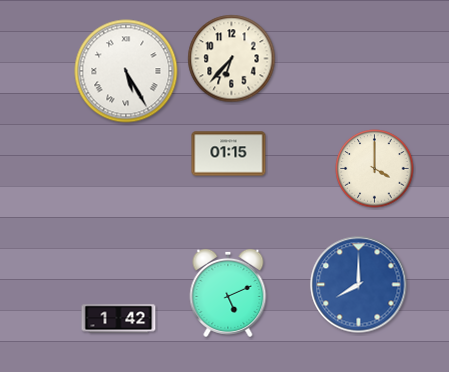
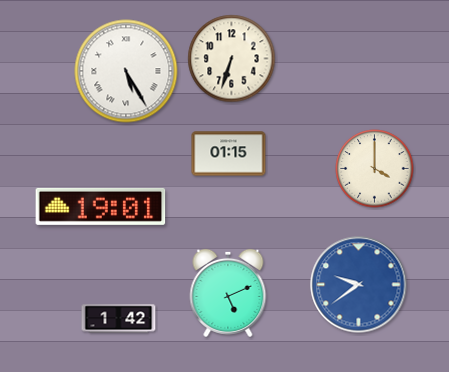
clock at (232, 59): 6:37 -> 6:33
clock at (101, 206): none -> 19:01
clock at (359, 285): 8:00 -> 9:39
